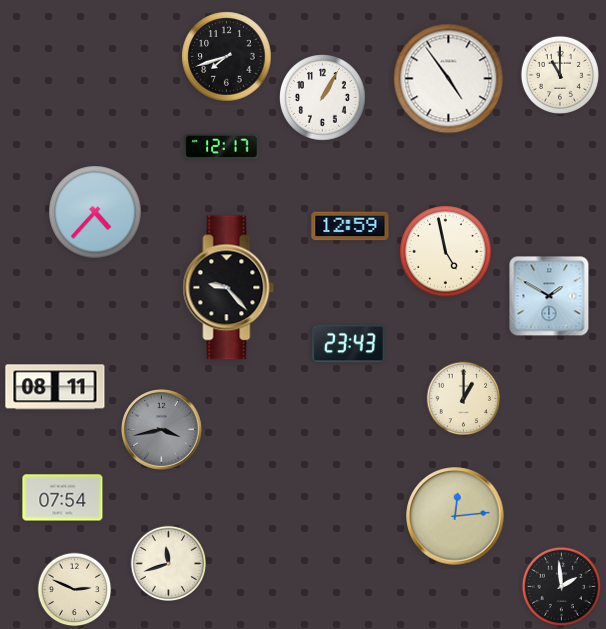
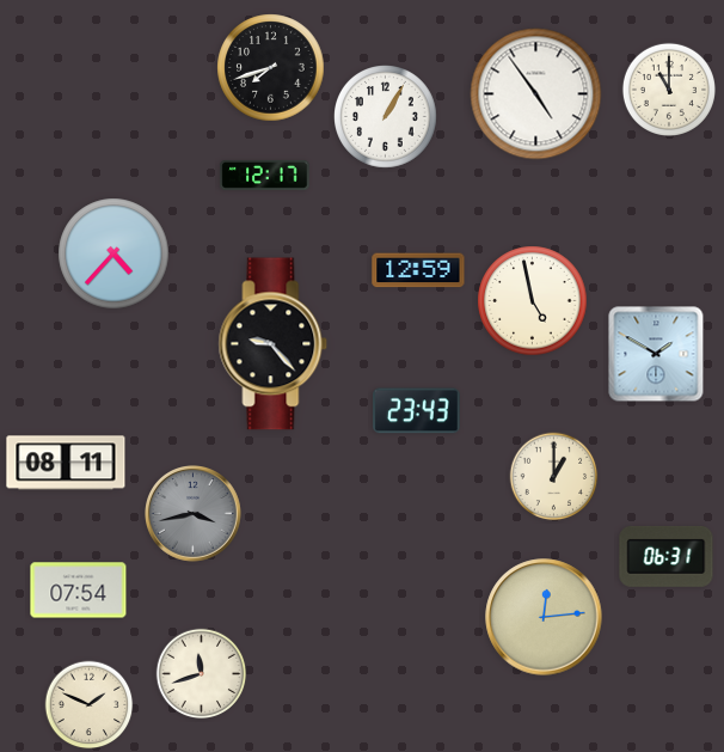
clock at (667, 556): none -> 06:31
clock at (63, 498) position: (63, 498) -> (79, 591)
clock at (561, 586): 1:59 -> none
clock at (75, 590): 2:49 -> 1:49
